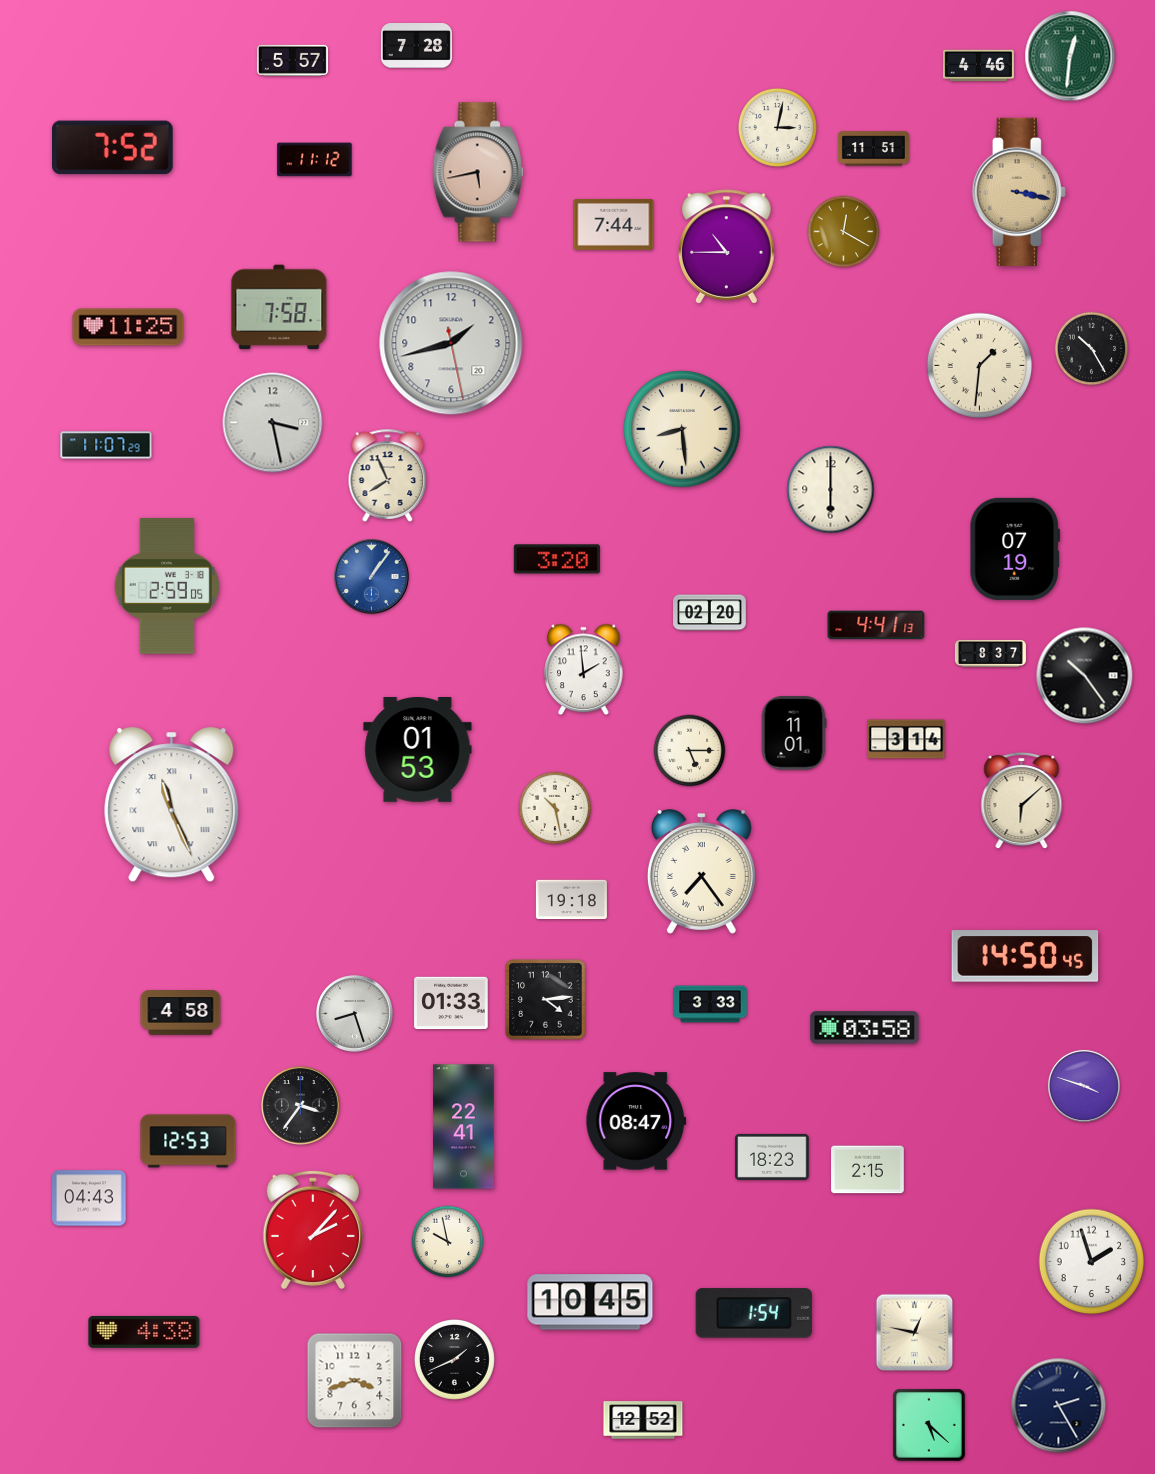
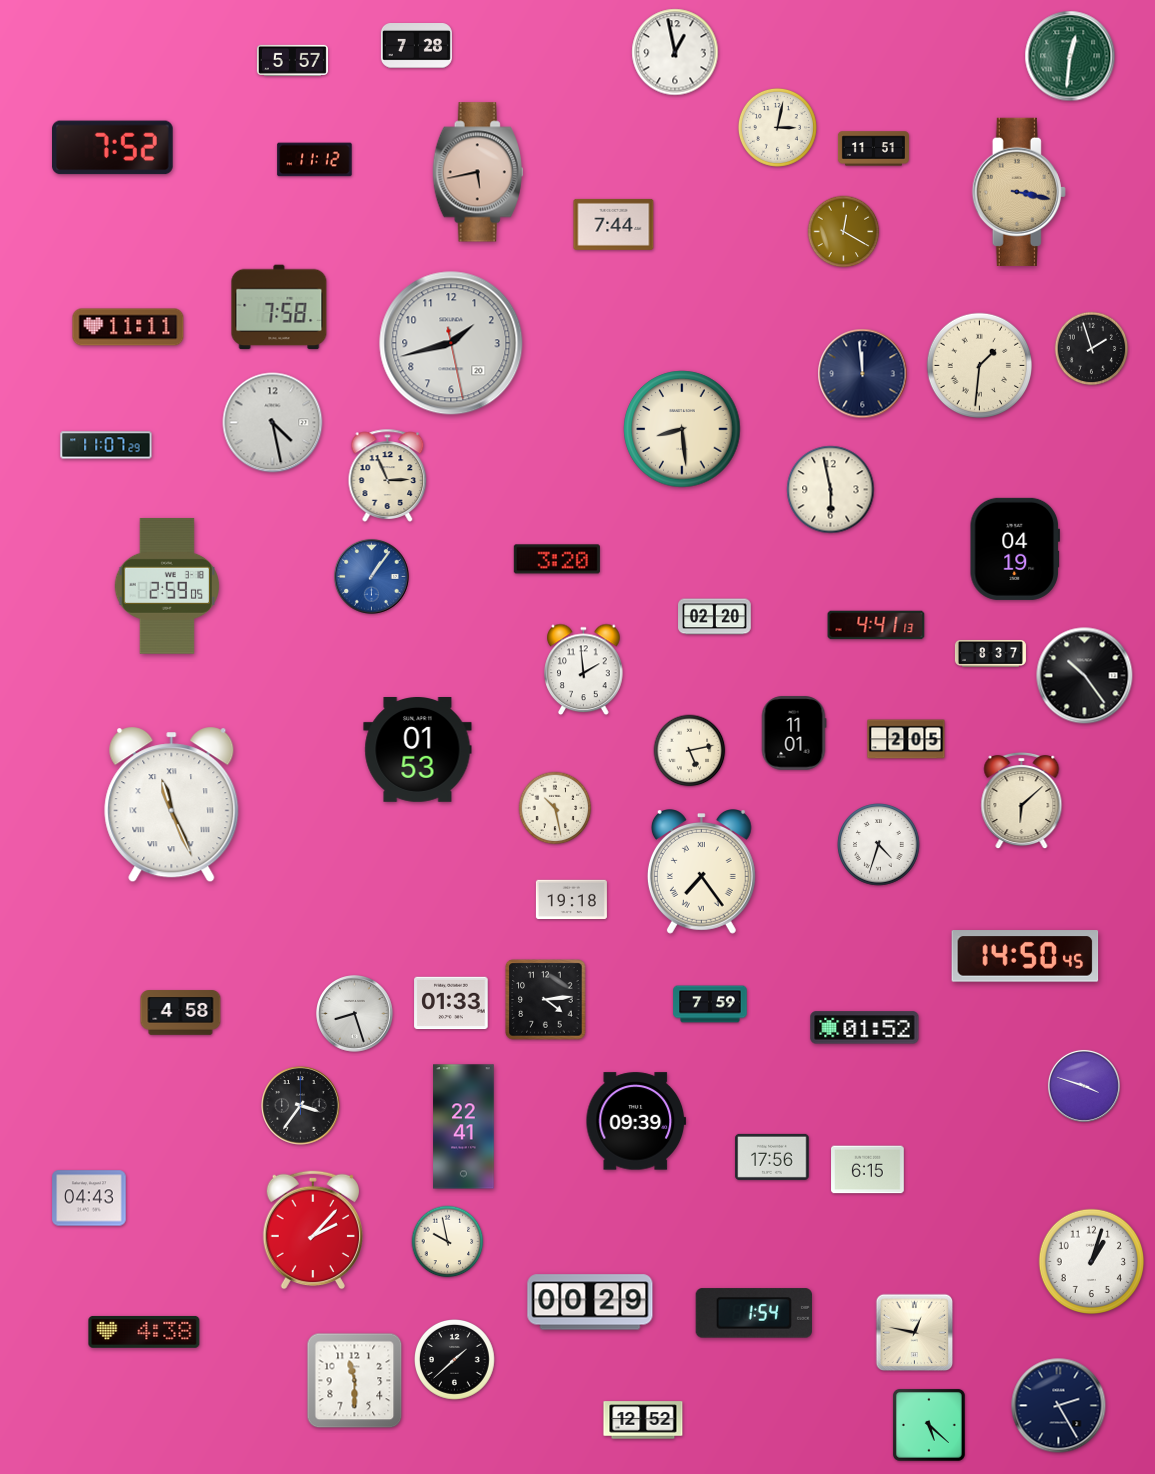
clock at (675, 52): none -> 12:58
clock at (978, 66): 4:46 -> none
clock at (726, 247): 10:45 -> none
clock at (128, 327): 11:25 -> 11:11
clock at (1092, 349): 10:25 -> 1:57
clock at (863, 374): none -> 11:59
clock at (273, 423): 3:28 -> 4:28
clock at (388, 475): 7:56 -> 2:56
clock at (831, 490): 6:00 -> 5:58
clock at (1015, 549): 07:19 -> 04:19
clock at (710, 613) position: (710, 613) -> (715, 617)
clock at (906, 739): 3:14 -> 2:05
clock at (690, 751): 5:15 -> 5:13
clock at (879, 845): none -> 4:33
clock at (710, 1004): 3:33 -> 7:59
clock at (865, 1028): 03:58 -> 01:52
clock at (636, 1121): 08:47 -> 09:39
clock at (188, 1141): 12:53 -> none
clock at (772, 1157): 18:23 -> 17:56
clock at (868, 1170): 2:15 -> 6:15
clock at (1091, 1261): 1:57 -> 1:03
clock at (590, 1302): 10:45 -> 00:29
clock at (455, 1360): 1:41 -> 1:38
clock at (355, 1381): 3:42 -> 11:30
